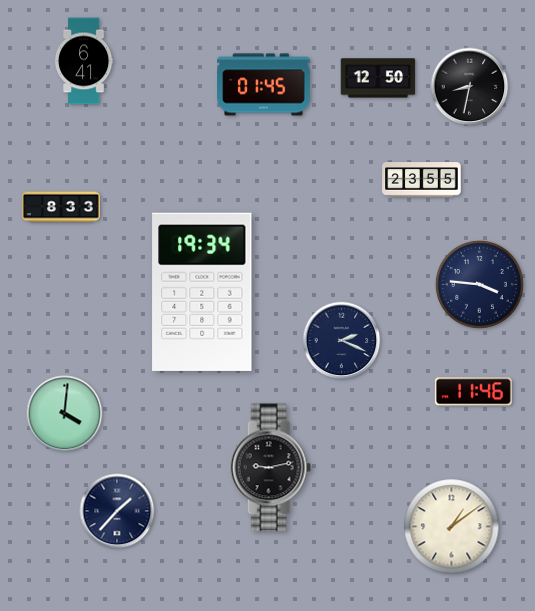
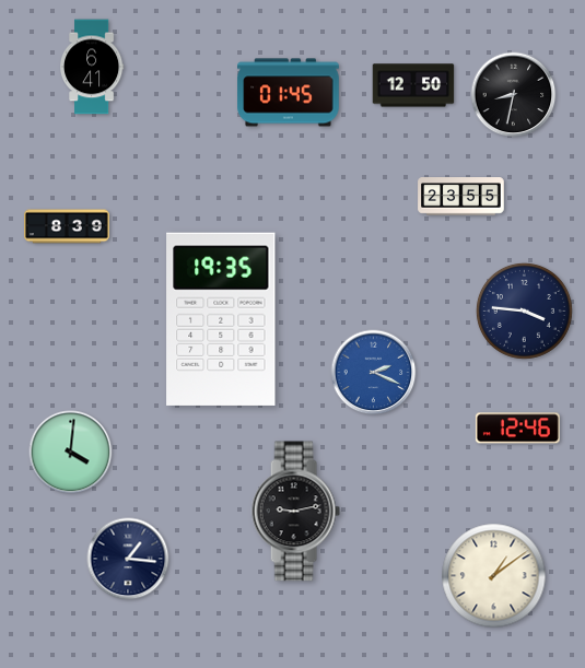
clock at (62, 207): 8:33 -> 8:39
clock at (202, 292): 19:34 -> 19:35
clock at (342, 341) dial: navy -> blue
clock at (473, 392): 11:46 -> 12:46
clock at (117, 511): 1:37 -> 1:16
